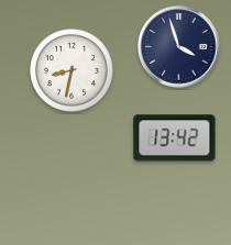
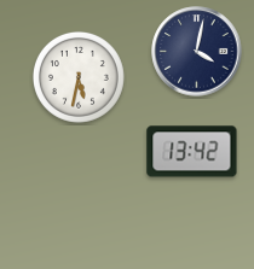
clock at (179, 47): 3:57 -> 4:02
clock at (71, 70): 8:32 -> 5:32
